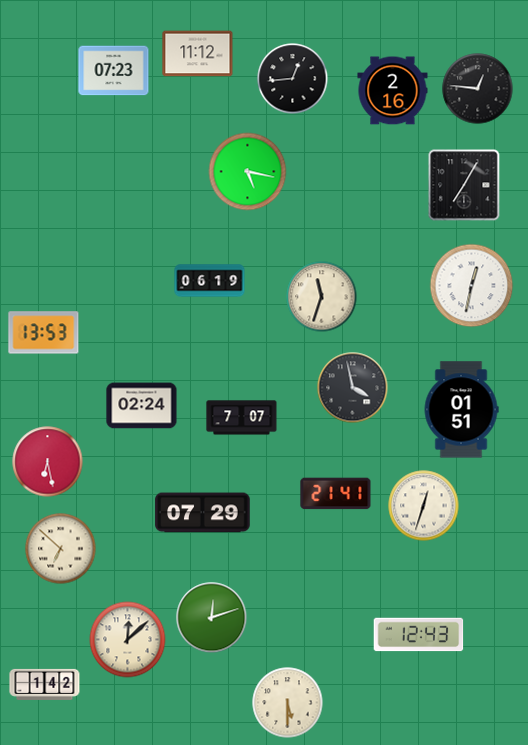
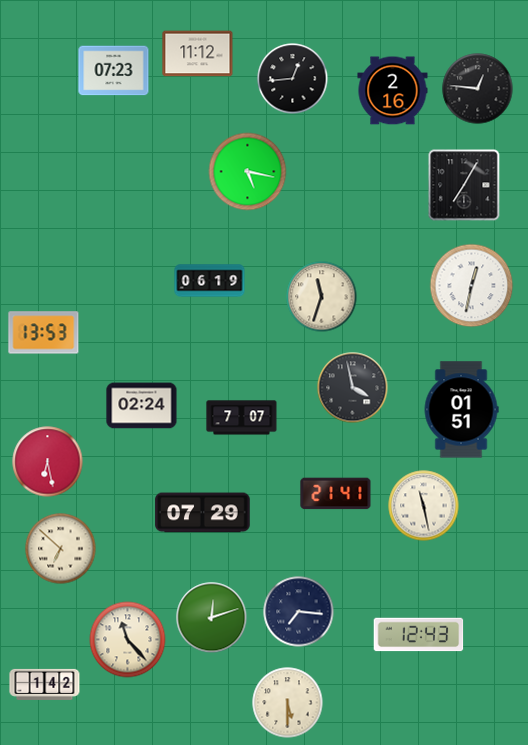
clock at (424, 506): 12:33 -> 11:28
clock at (299, 612): none -> 7:16
clock at (128, 640): 12:08 -> 11:23
